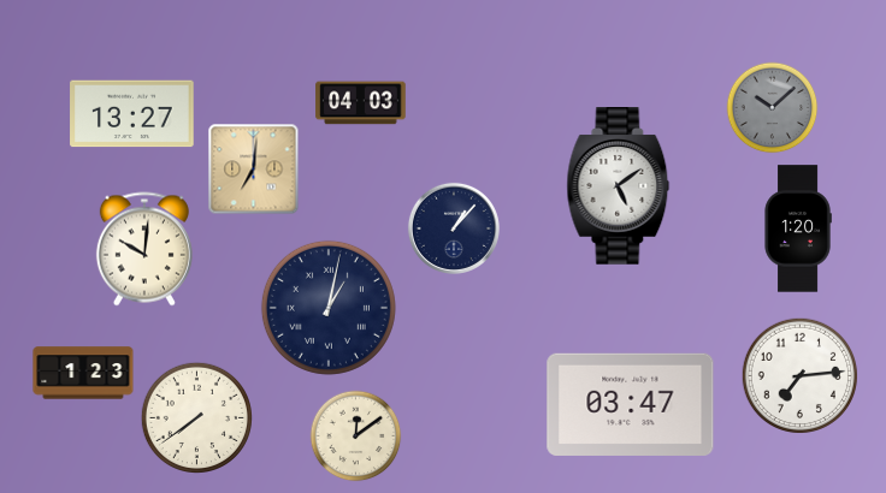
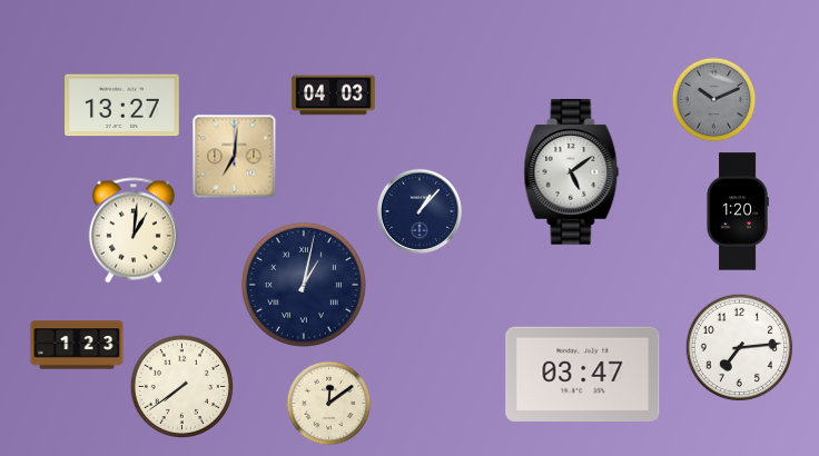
clock at (773, 108): 10:08 -> 10:11
clock at (144, 249): 10:01 -> 1:01
